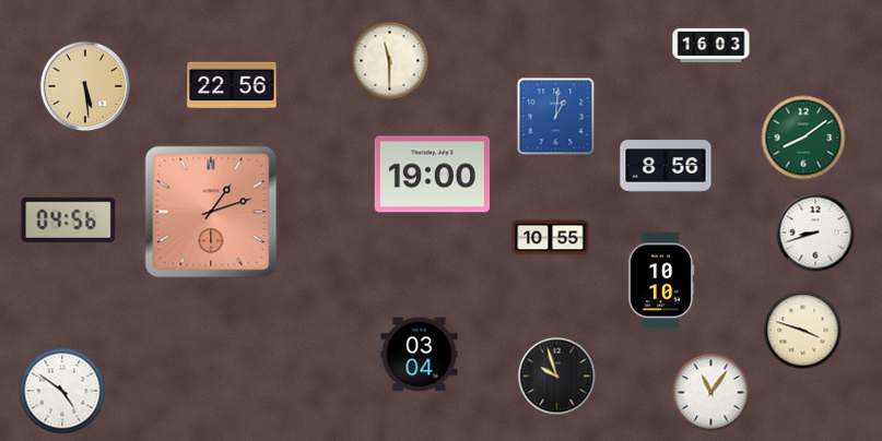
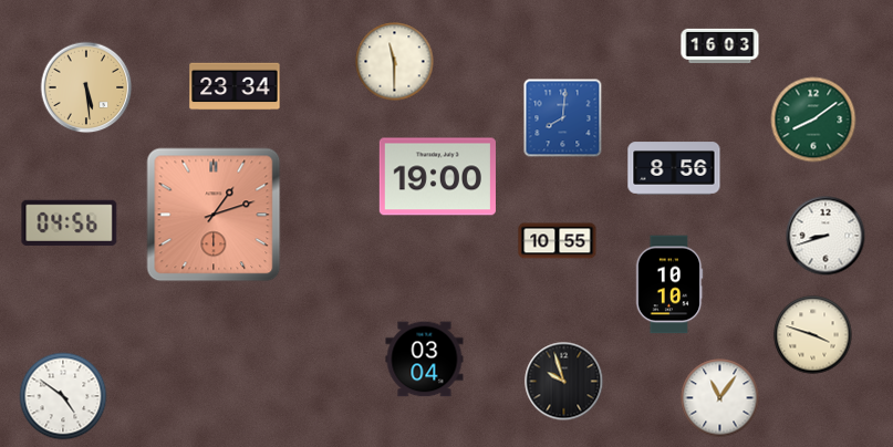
clock at (232, 85): 22:56 -> 23:34
clock at (556, 117): 1:01 -> 8:01
clock at (803, 138) position: (803, 138) -> (813, 119)
